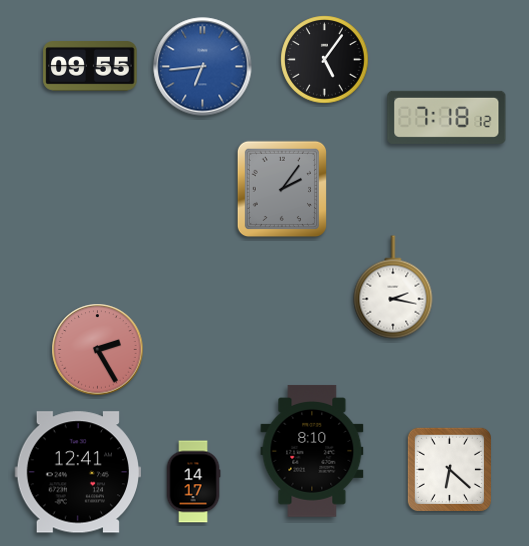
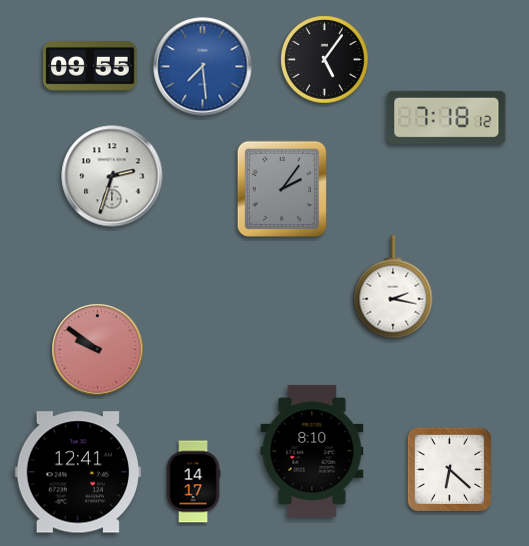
clock at (203, 67): 6:44 -> 7:29
clock at (112, 176): none -> 2:33
clock at (98, 350): 2:25 -> 9:51
